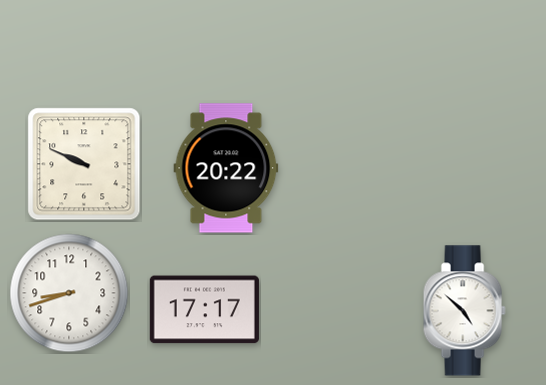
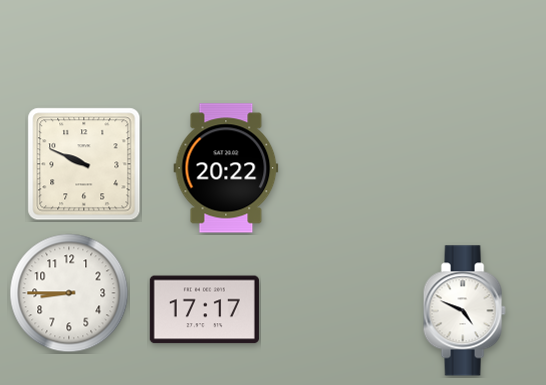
clock at (69, 293): 8:42 -> 8:45
clock at (464, 311): 4:52 -> 4:49
